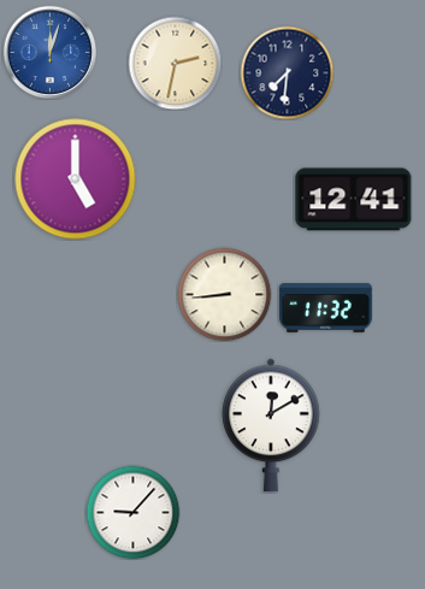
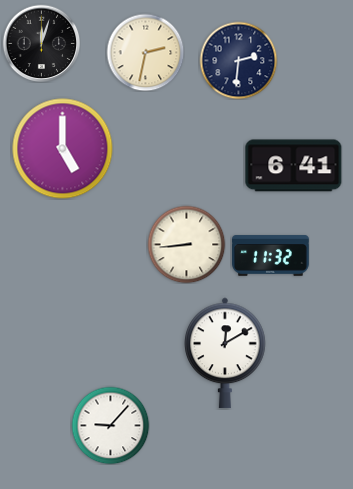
clock at (49, 52) dial: blue -> black
clock at (287, 72): 7:31 -> 2:31
clock at (354, 200): 12:41 -> 6:41
